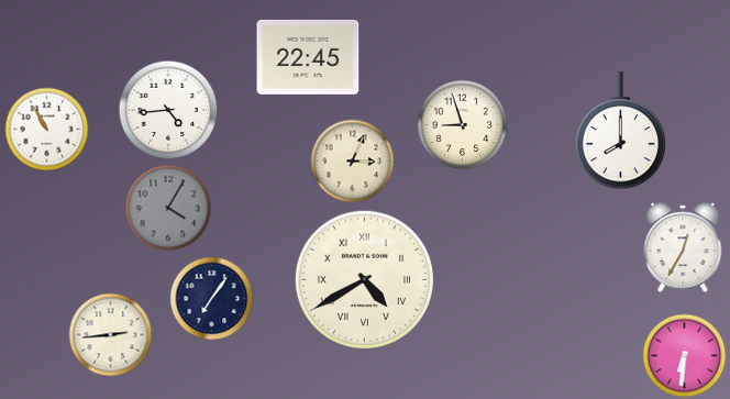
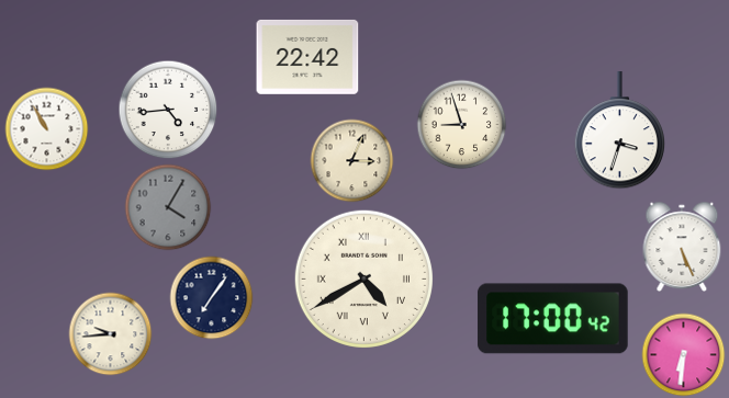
clock at (308, 57): 22:45 -> 22:42
clock at (620, 131): 8:00 -> 3:33
clock at (683, 246): 12:35 -> 5:26
clock at (553, 319): none -> 17:00
clock at (111, 335): 2:44 -> 9:44
